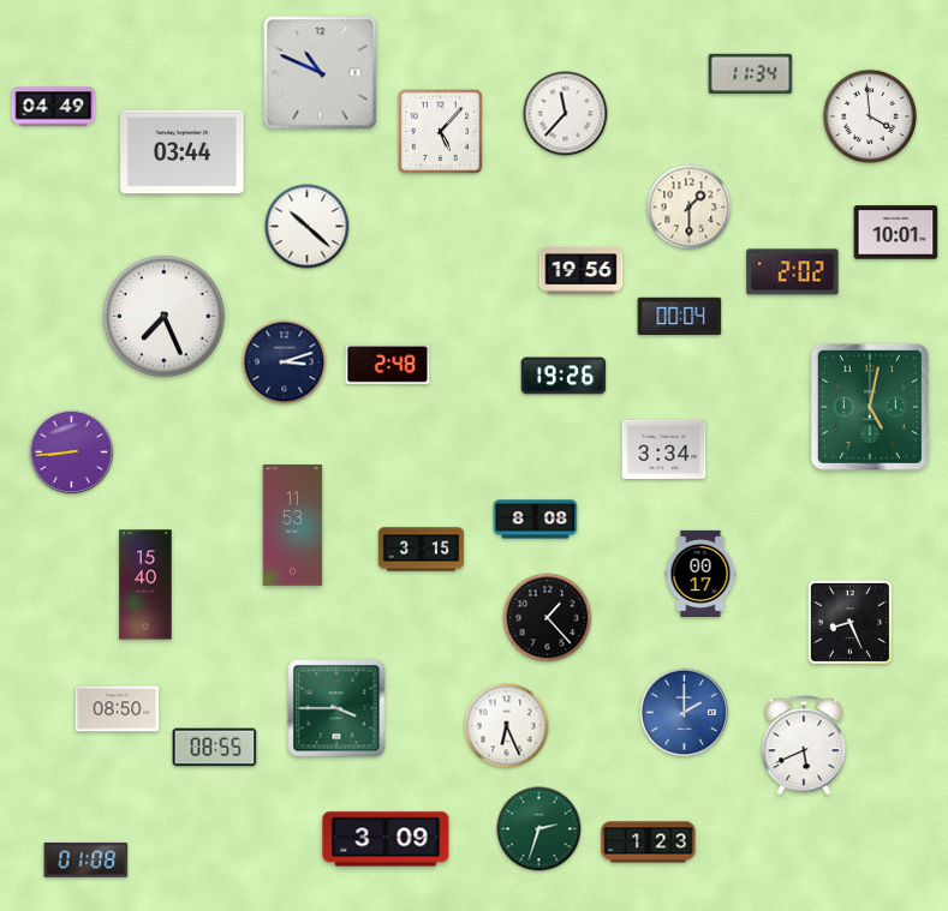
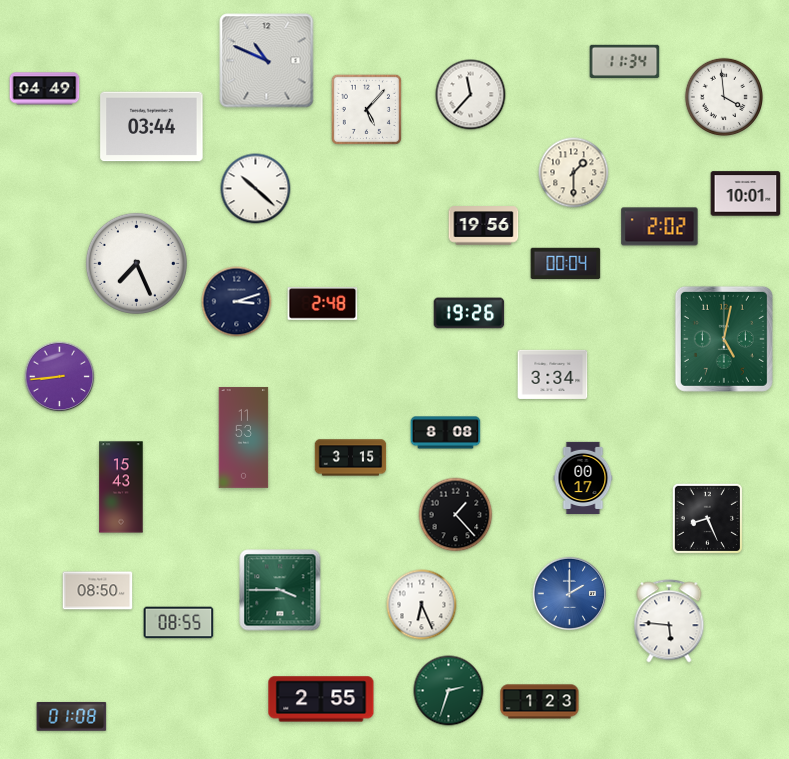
clock at (145, 585): 15:40 -> 15:43
clock at (804, 745): 5:41 -> 5:46
clock at (386, 839): 3:09 -> 2:55
